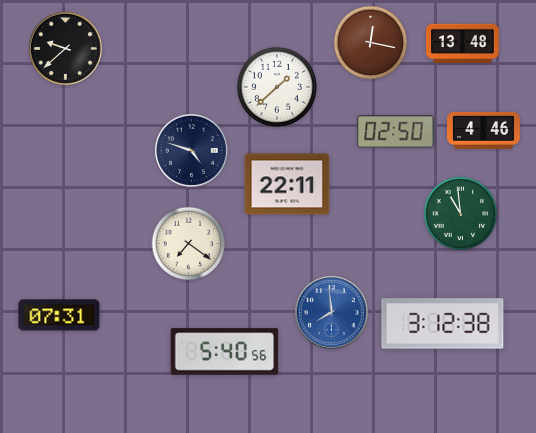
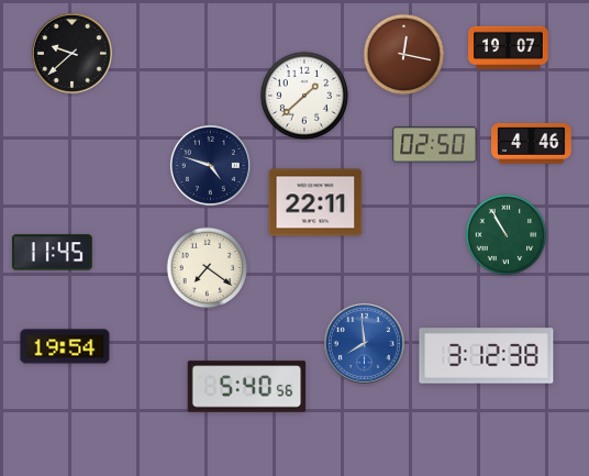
clock at (371, 43) position: (371, 43) -> (404, 55)
clock at (463, 43): 13:48 -> 19:07
clock at (461, 214): 10:59 -> 10:55
clock at (52, 253): none -> 11:45
clock at (59, 315): 07:31 -> 19:54
